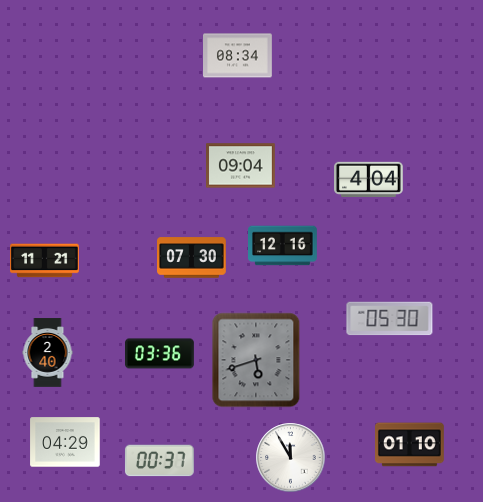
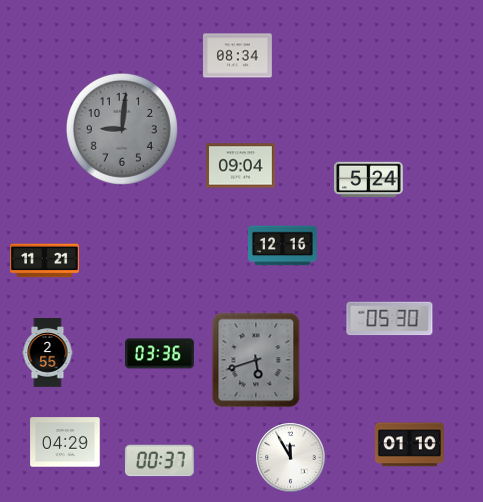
clock at (122, 129): none -> 9:01
clock at (369, 180): 4:04 -> 5:24
clock at (192, 258): 07:30 -> none
clock at (48, 353): 2:40 -> 2:55
